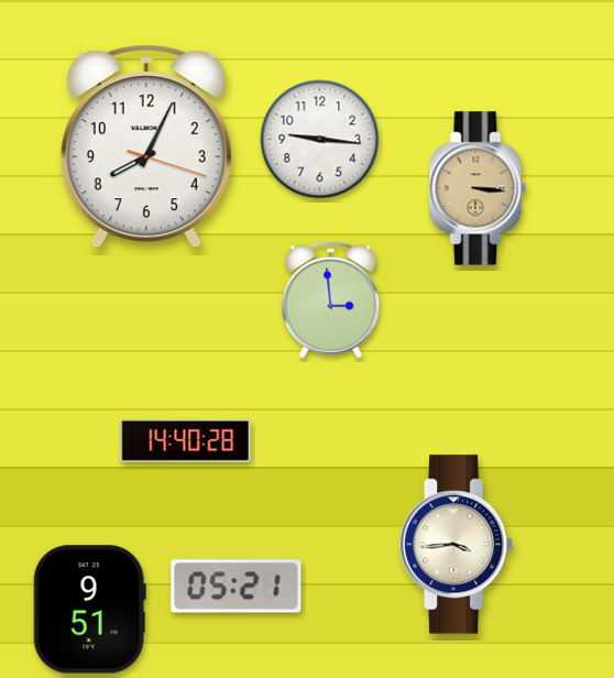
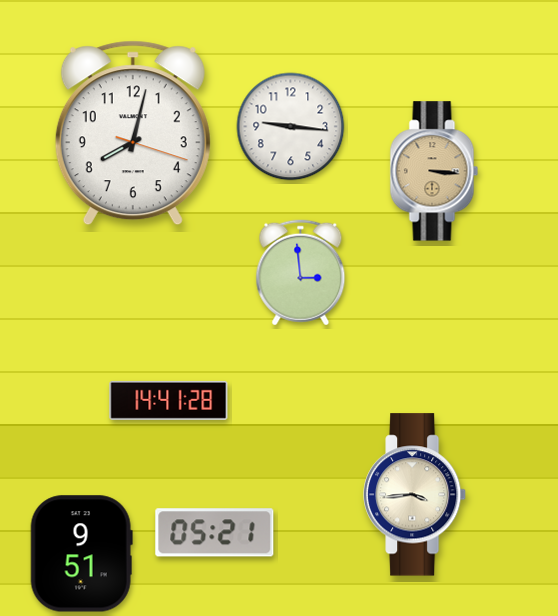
clock at (146, 146): 8:04 -> 8:02
clock at (186, 440): 14:40 -> 14:41
